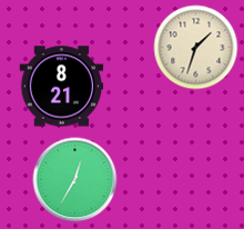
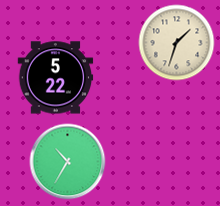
clock at (62, 87): 8:21 -> 5:22
clock at (75, 180): 12:35 -> 10:35
